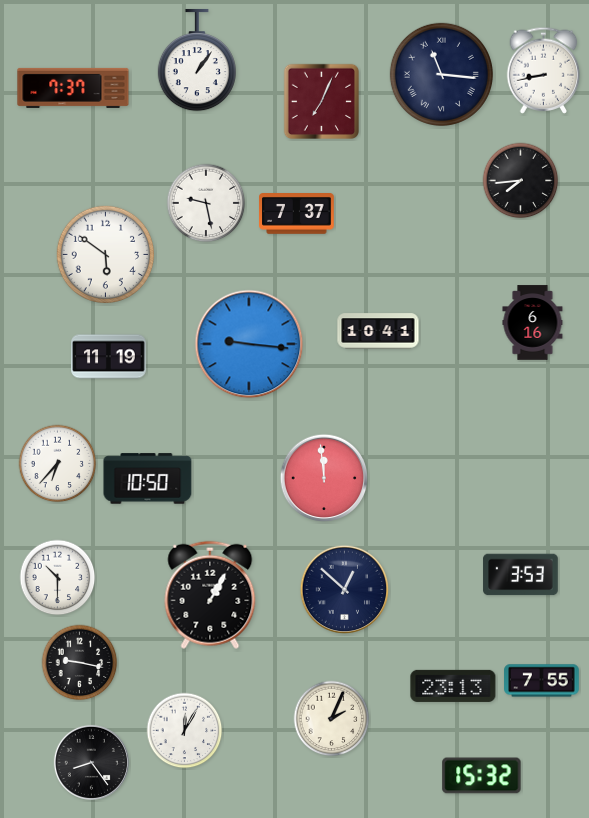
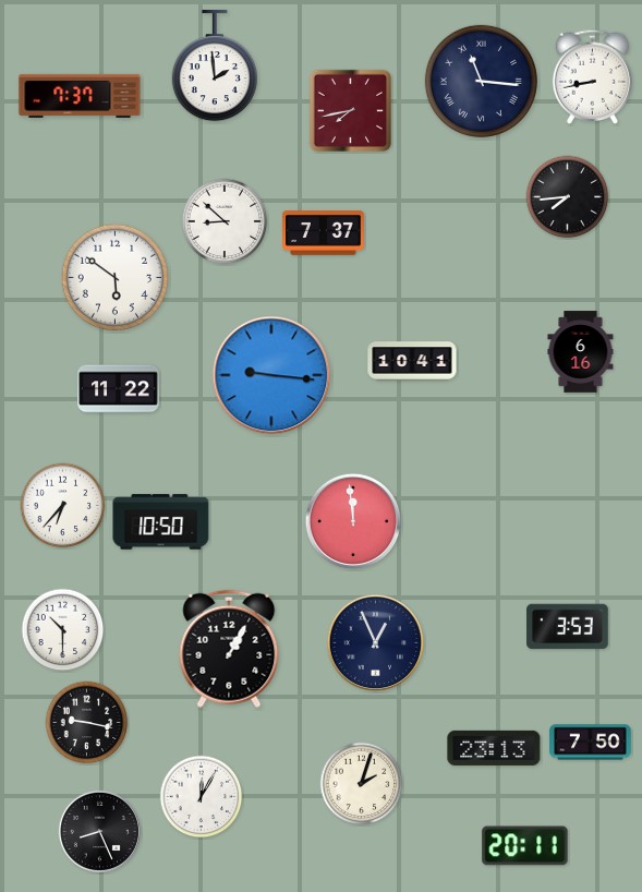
clock at (197, 60): 1:06 -> 1:59
clock at (321, 101): 7:04 -> 7:43
clock at (206, 203): 9:28 -> 8:52
clock at (109, 357): 11:19 -> 11:22
clock at (345, 590): 12:52 -> 12:56
clock at (542, 681): 7:55 -> 7:50
clock at (332, 719): 2:04 -> 2:03
clock at (91, 762): 8:24 -> 8:26
clock at (482, 776): 15:32 -> 20:11
